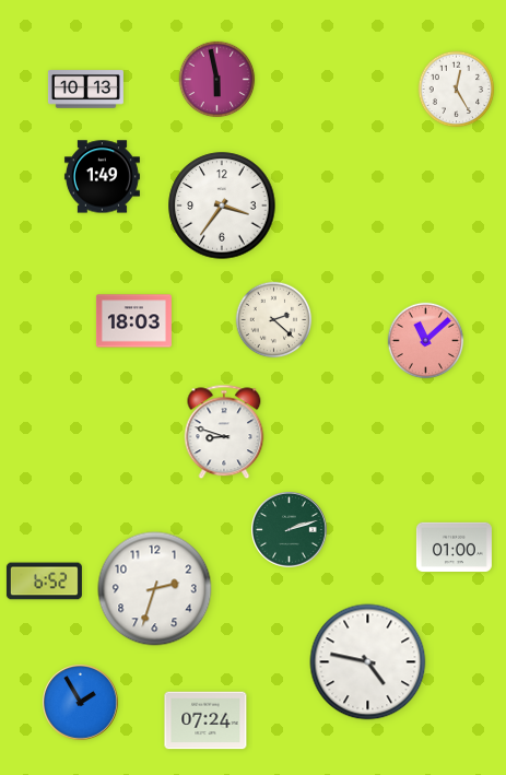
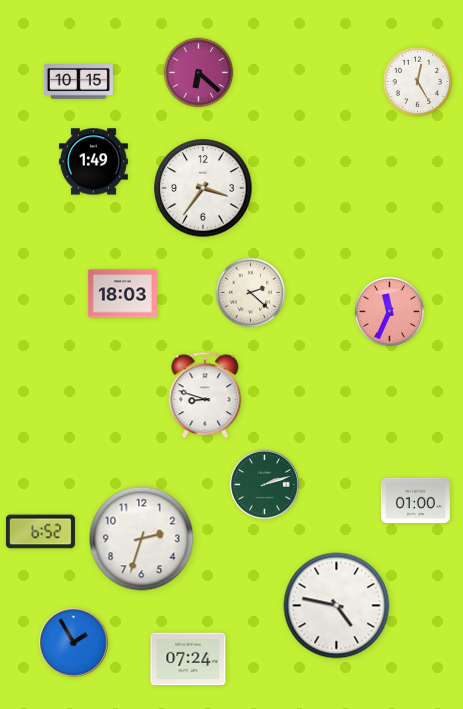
clock at (217, 80): 5:58 -> 6:22
clock at (85, 90): 10:13 -> 10:15
clock at (426, 341): 11:08 -> 11:34
